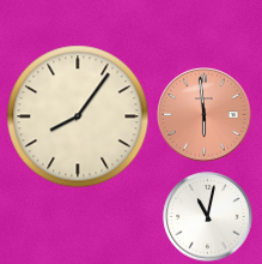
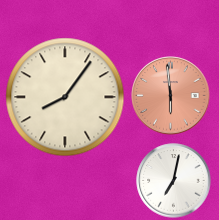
clock at (208, 217): 11:02 -> 7:02
